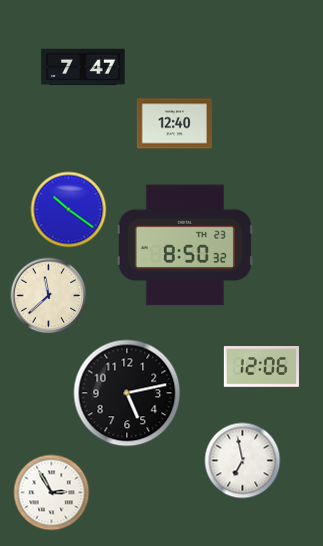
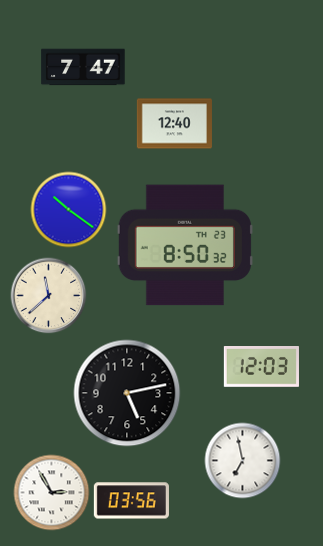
clock at (261, 367): 12:06 -> 12:03
clock at (131, 501): none -> 03:56
